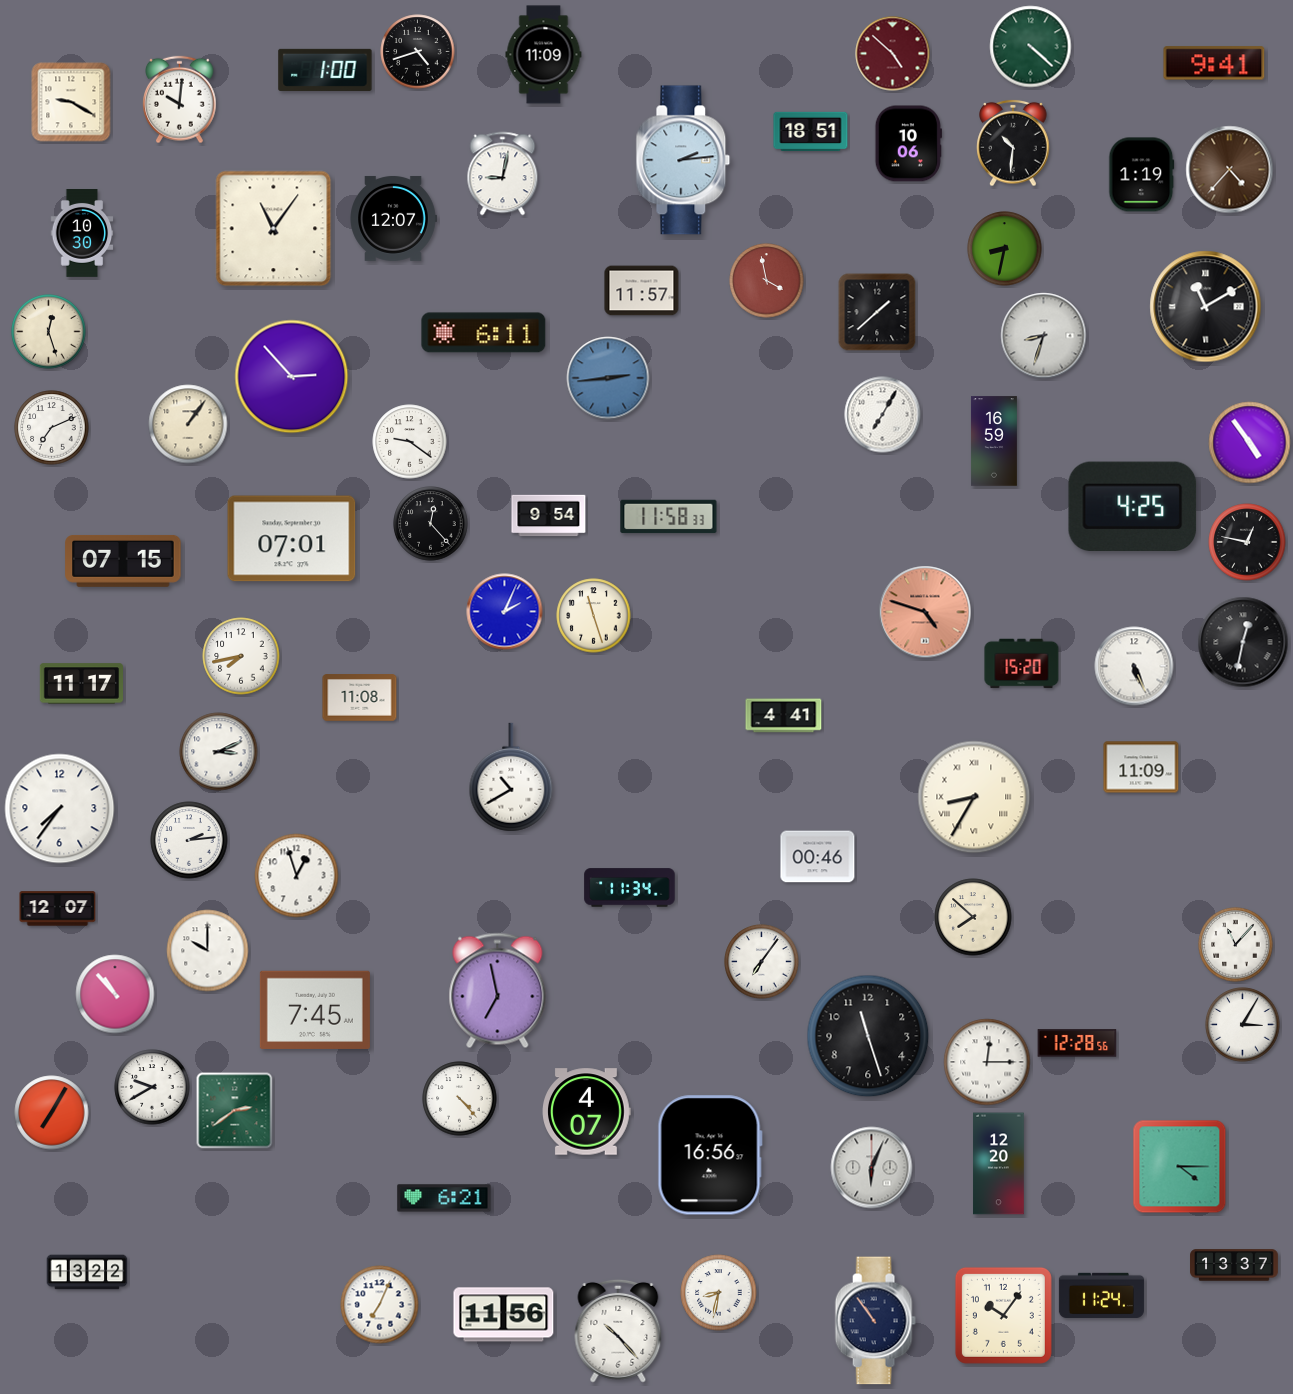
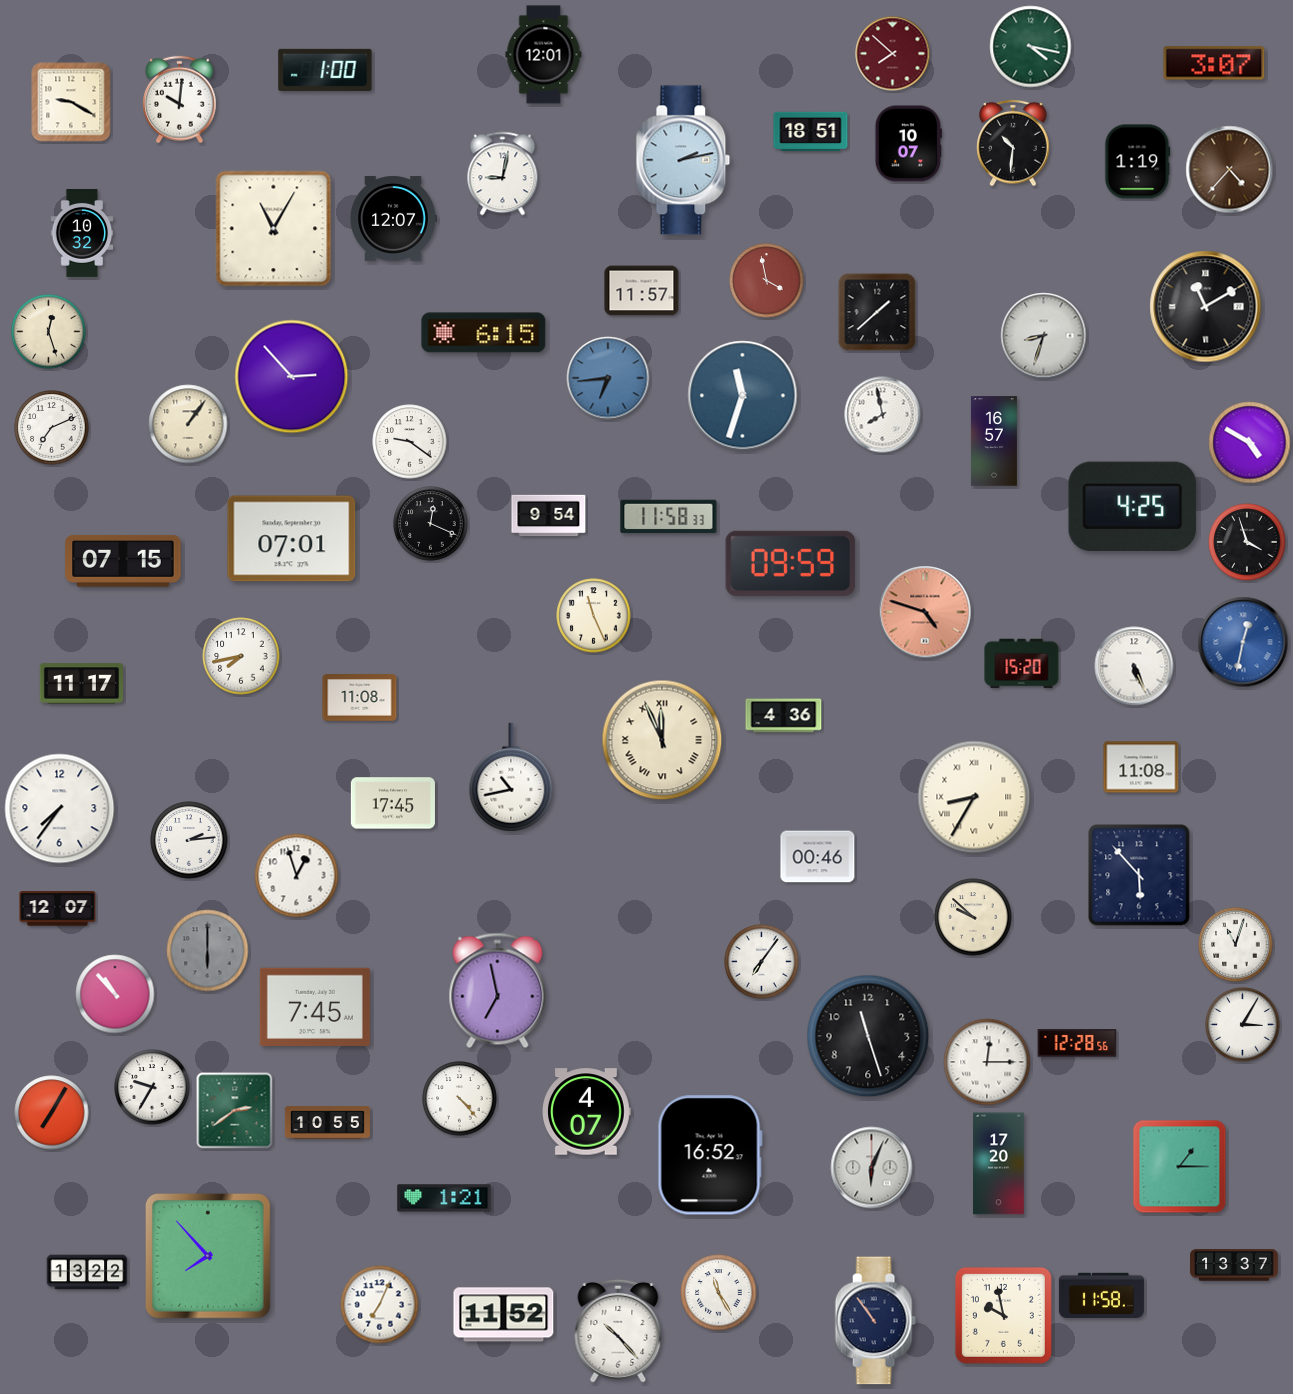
clock at (1031, 47): 4:22 -> 4:17
clock at (418, 52): 4:42 -> none
clock at (893, 54): 4:52 -> 7:52
clock at (544, 55): 11:09 -> 12:01
clock at (1214, 63): 9:41 -> 3:07
clock at (908, 144): 10:06 -> 10:07
clock at (683, 160): 2:14 -> 2:13
clock at (1142, 175) position: (1142, 175) -> (1138, 162)
clock at (274, 229): 11:06 -> 11:05
clock at (82, 234): 10:30 -> 10:32
clock at (1005, 249): 8:32 -> none
clock at (484, 333): 6:11 -> 6:15
clock at (608, 378): 2:44 -> 6:44
clock at (743, 396): none -> 11:33
clock at (883, 415): 7:05 -> 7:58
clock at (994, 441): 16:59 -> 16:57
clock at (1250, 443): 4:54 -> 4:50
clock at (431, 524): 12:23 -> 12:19
clock at (1247, 542): 12:47 -> 3:57
clock at (791, 563): none -> 09:59
clock at (505, 612): 2:04 -> none
clock at (594, 616): 11:27 -> 11:26
clock at (1243, 642) dial: black -> blue
clock at (784, 716): 4:41 -> 4:36
clock at (662, 740): none -> 11:56
clock at (219, 752): 3:11 -> none
clock at (1141, 767): 11:09 -> 11:08
clock at (511, 777): 10:40 -> 10:43
clock at (393, 803): none -> 17:45
clock at (1139, 875): none -> 5:53
clock at (630, 888): 11:34 -> none
clock at (973, 917): 7:52 -> 9:52
clock at (1236, 945): 11:07 -> 11:03
clock at (208, 951): 10:00 -> 6:00
clock at (208, 951) dial: white -> grey
clock at (315, 1010) position: (315, 1010) -> (315, 1007)
clock at (152, 1087): 9:40 -> 9:35
clock at (327, 1123): none -> 10:55
clock at (710, 1155): 16:56 -> 16:52
clock at (999, 1164): 12:20 -> 17:20
clock at (1180, 1167): 4:15 -> 1:15
clock at (444, 1198): 6:21 -> 1:21
clock at (209, 1257): none -> 7:53
clock at (719, 1293): 8:32 -> 11:25
clock at (1101, 1295): 11:24 -> 11:58
clock at (504, 1315): 11:56 -> 11:52
clock at (1003, 1315): 10:06 -> 9:58
